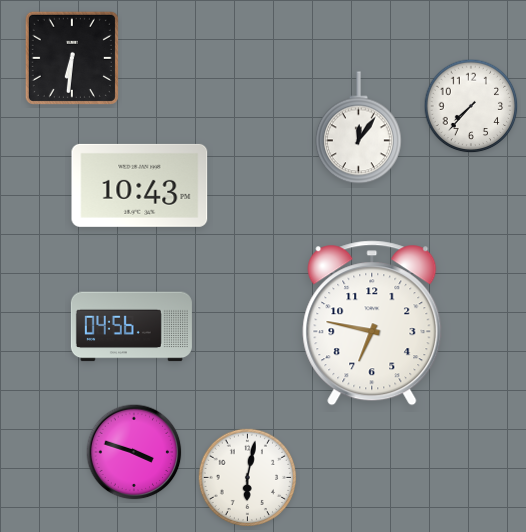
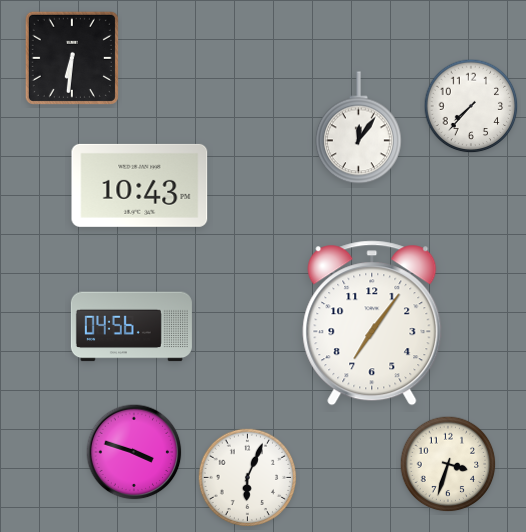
clock at (372, 323): 6:47 -> 7:06
clock at (448, 464): none -> 3:33
clock at (248, 478): 6:02 -> 6:04
